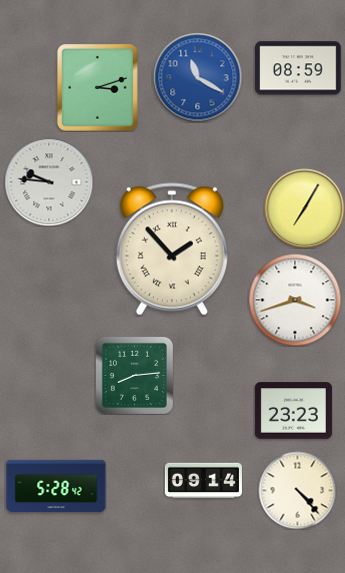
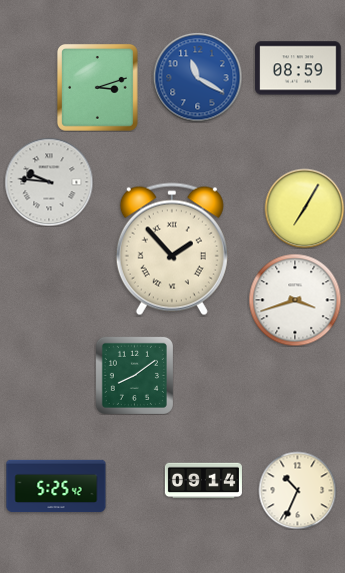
clock at (134, 375): 8:14 -> 8:09
clock at (293, 411): 23:23 -> none
clock at (56, 486): 5:28 -> 5:25
clock at (297, 490): 4:23 -> 10:34
